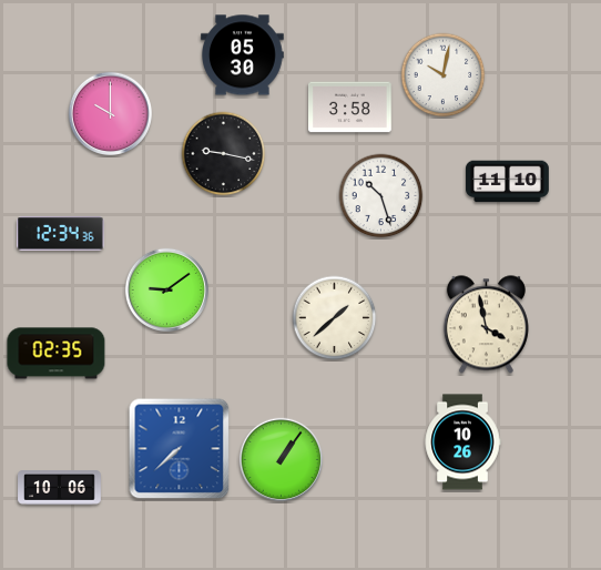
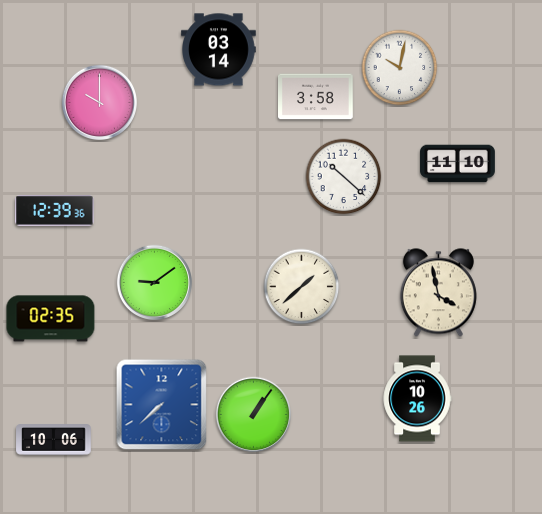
clock at (243, 55): 05:30 -> 03:14
clock at (224, 154): 9:17 -> none
clock at (381, 196): 10:27 -> 10:22
clock at (61, 234): 12:34 -> 12:39
clock at (166, 289) position: (166, 289) -> (154, 282)
